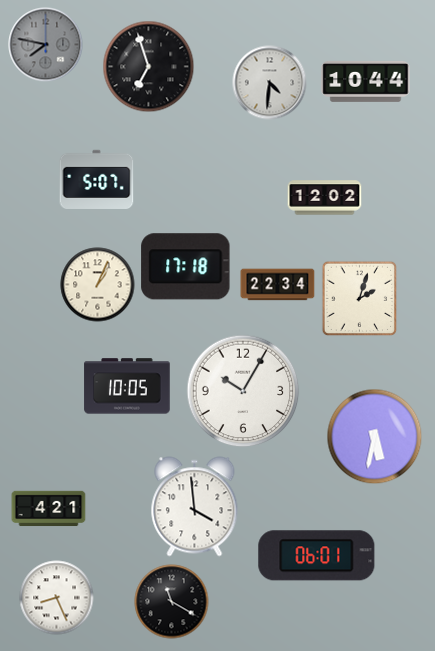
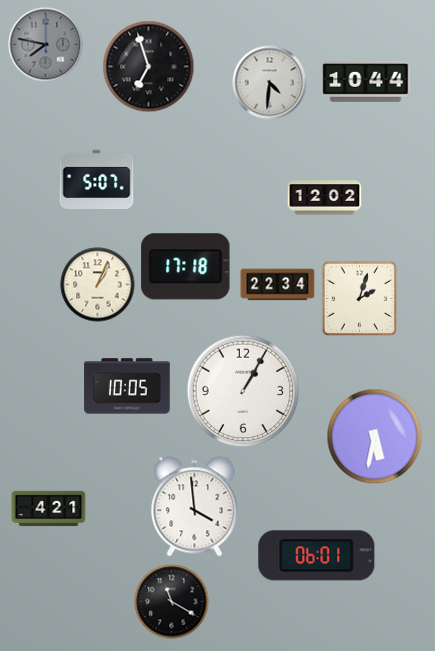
clock at (243, 391): 10:05 -> 1:05
clock at (57, 598): 8:26 -> none
